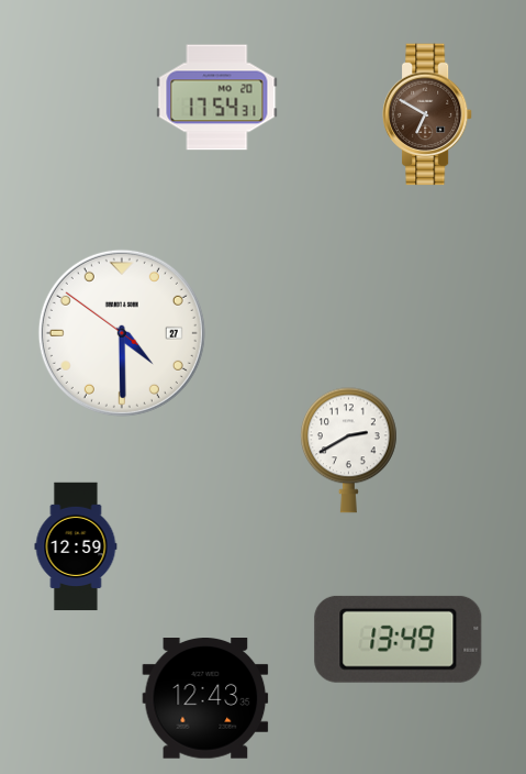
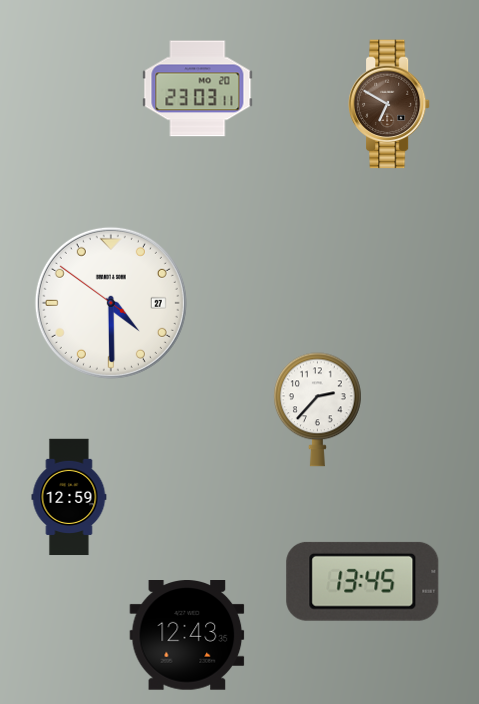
clock at (217, 98): 17:54 -> 23:03
clock at (349, 451): 2:40 -> 2:37
clock at (399, 639): 13:49 -> 13:45
